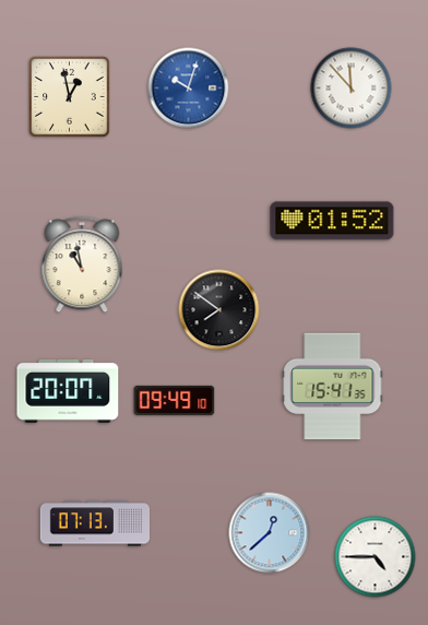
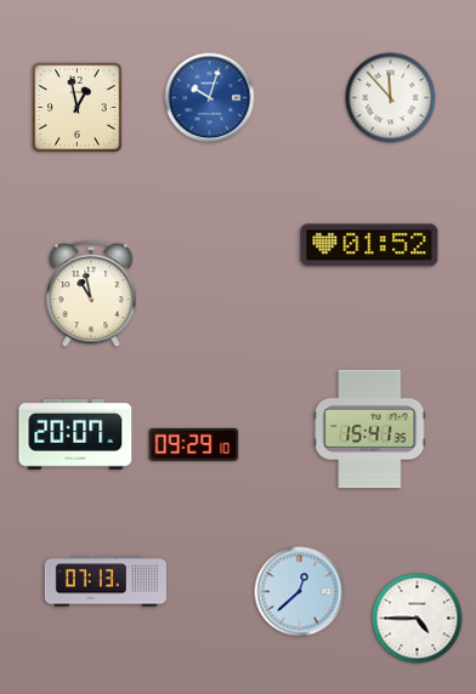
clock at (219, 310): 7:51 -> none
clock at (175, 400): 09:49 -> 09:29
